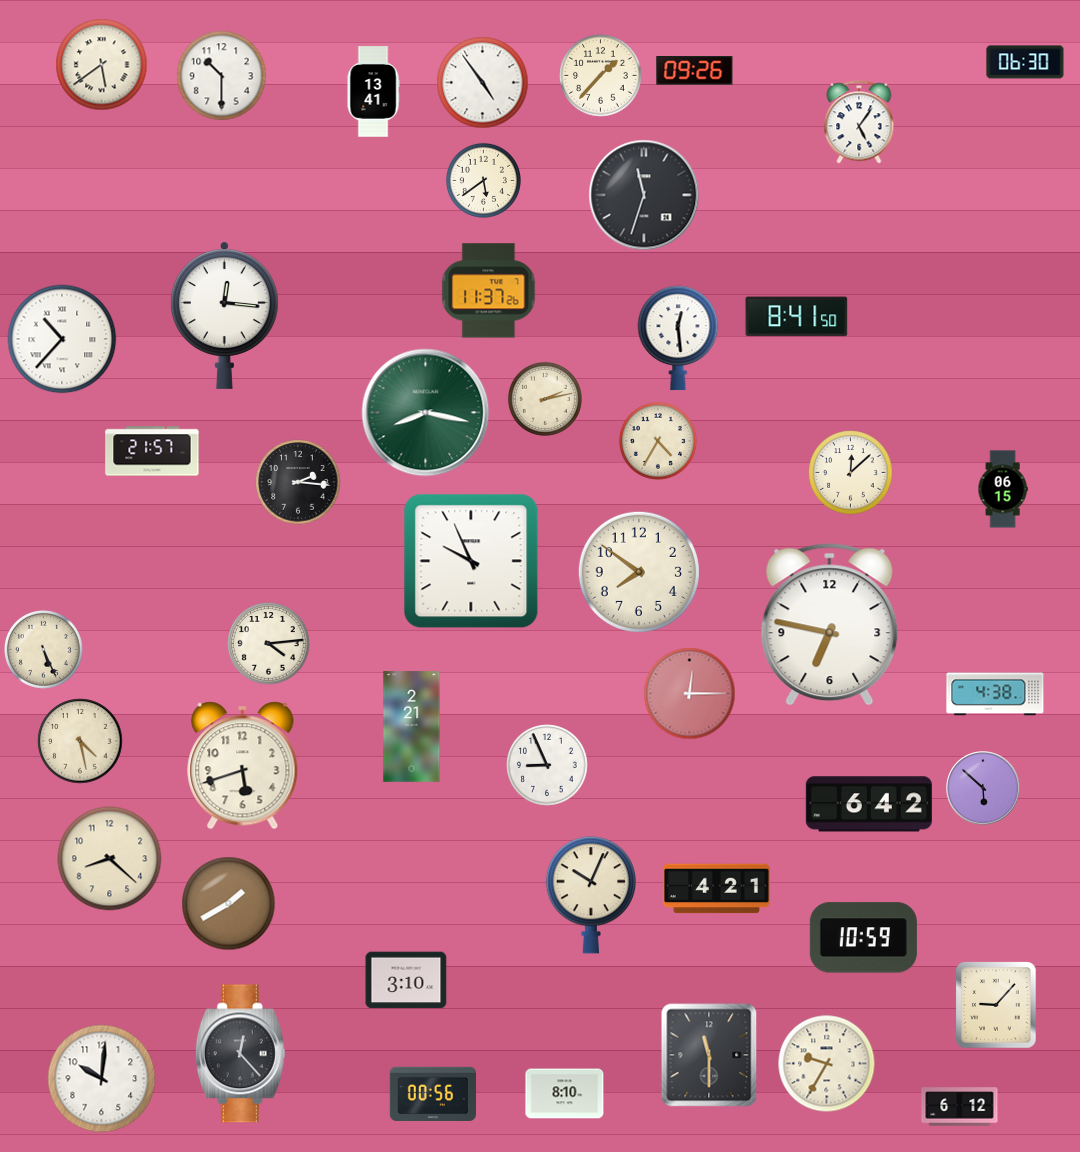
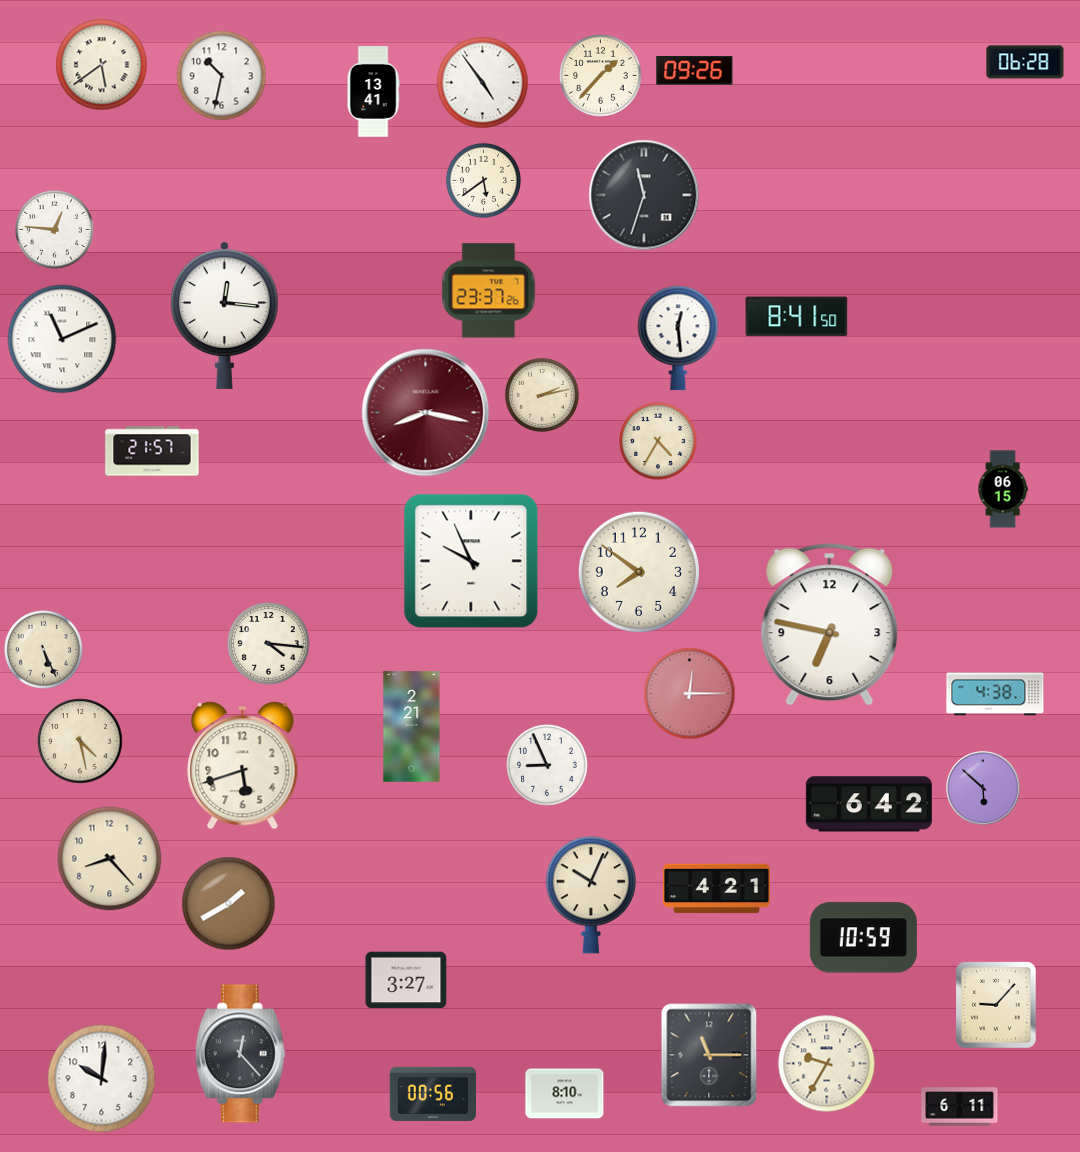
clock at (1025, 62): 06:30 -> 06:28
clock at (222, 76): 10:30 -> 10:32
clock at (859, 122): 5:06 -> none
clock at (54, 229): none -> 12:46
clock at (489, 291): 11:37 -> 23:37
clock at (62, 339): 10:37 -> 11:11
clock at (545, 399) position: (545, 399) -> (542, 395)
clock at (426, 413) dial: green -> burgundy
clock at (851, 473): 12:08 -> none
clock at (298, 482): 2:16 -> none
clock at (269, 644): 4:14 -> 4:16
clock at (110, 859): 8:22 -> 8:23
clock at (406, 980): 3:10 -> 3:27
clock at (709, 1055): 11:30 -> 11:15
clock at (960, 1107): 6:12 -> 6:11
